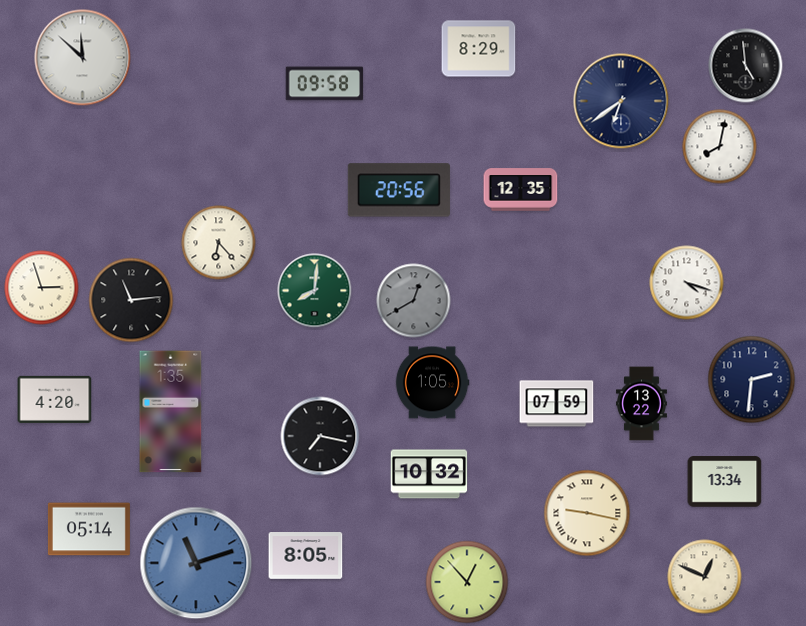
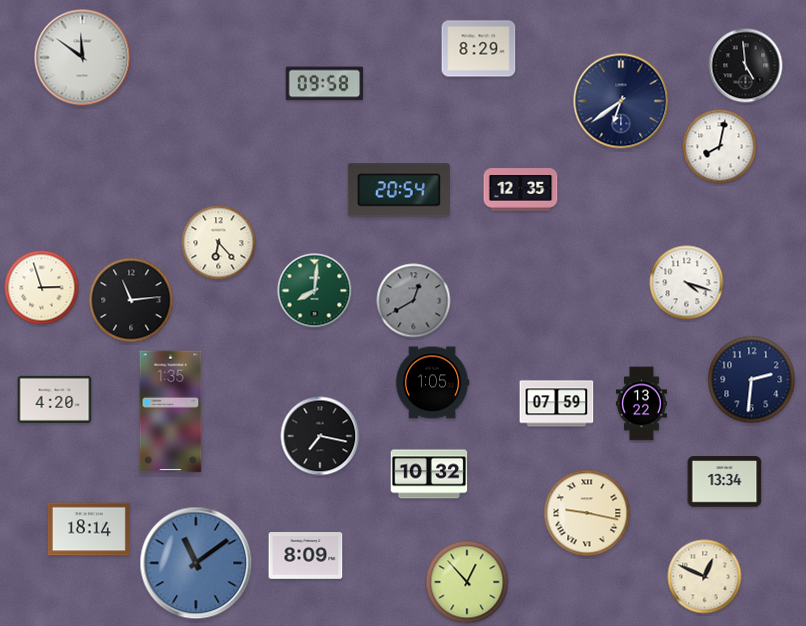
clock at (83, 58): 11:52 -> 11:51
clock at (399, 190): 20:56 -> 20:54
clock at (89, 529): 05:14 -> 18:14
clock at (306, 556): 8:05 -> 8:09
clock at (196, 563): 11:12 -> 11:09
